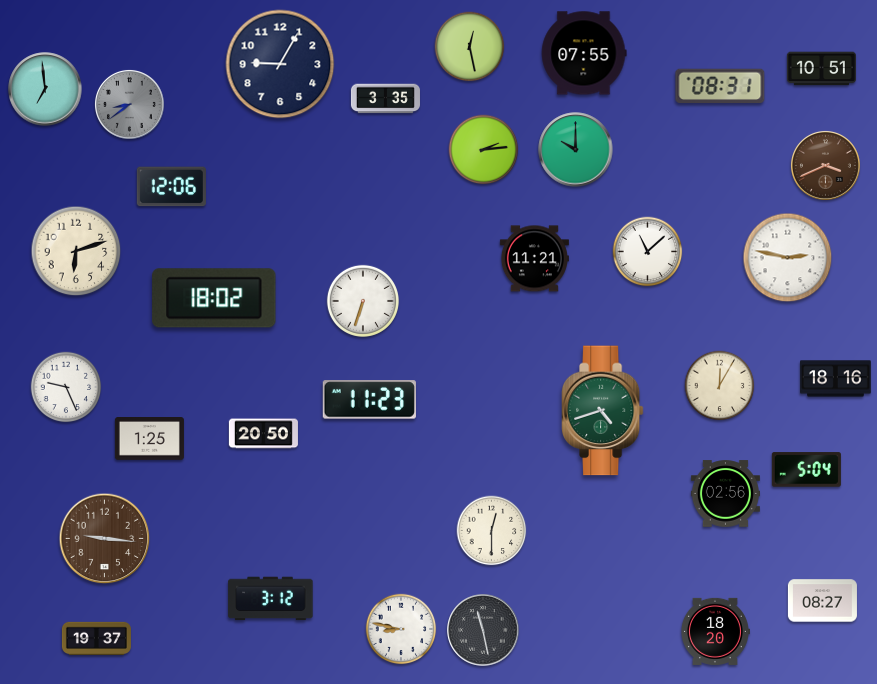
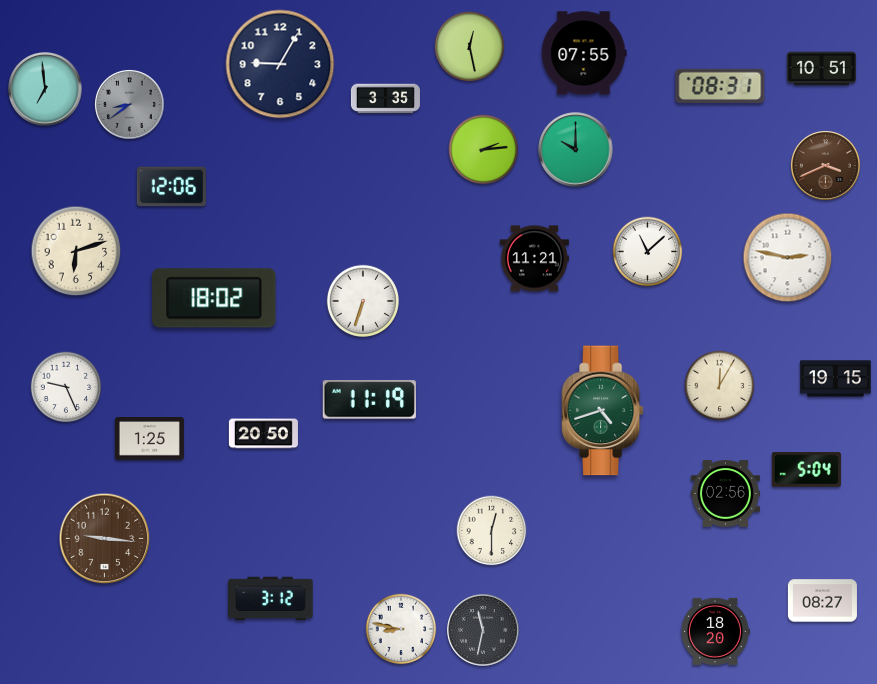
clock at (836, 379): 18:16 -> 19:15
clock at (369, 400): 11:23 -> 11:19
clock at (483, 630): 11:28 -> 11:32
clock at (96, 638): 19:37 -> none
